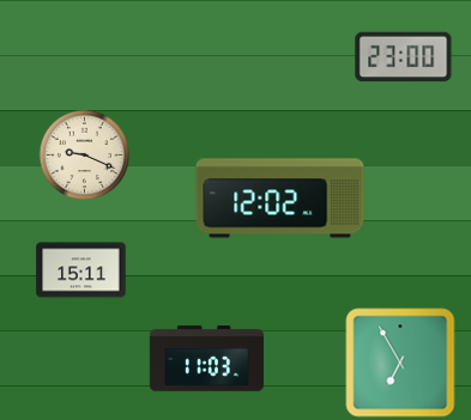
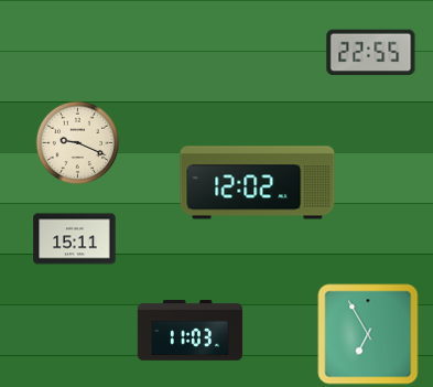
clock at (404, 57): 23:00 -> 22:55
clock at (81, 270) position: (81, 270) -> (75, 239)
